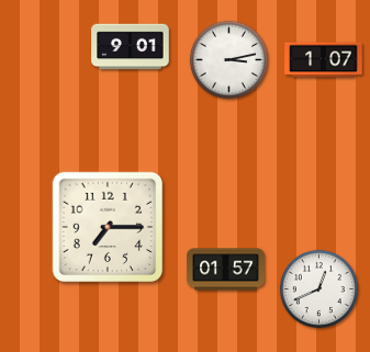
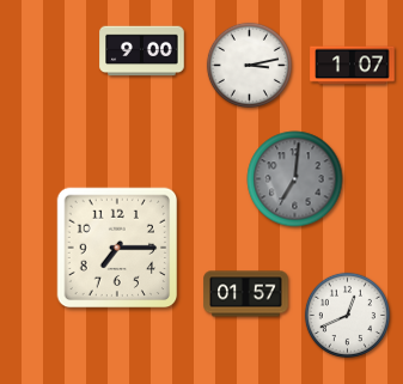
clock at (131, 47): 9:01 -> 9:00
clock at (295, 179): none -> 7:01
